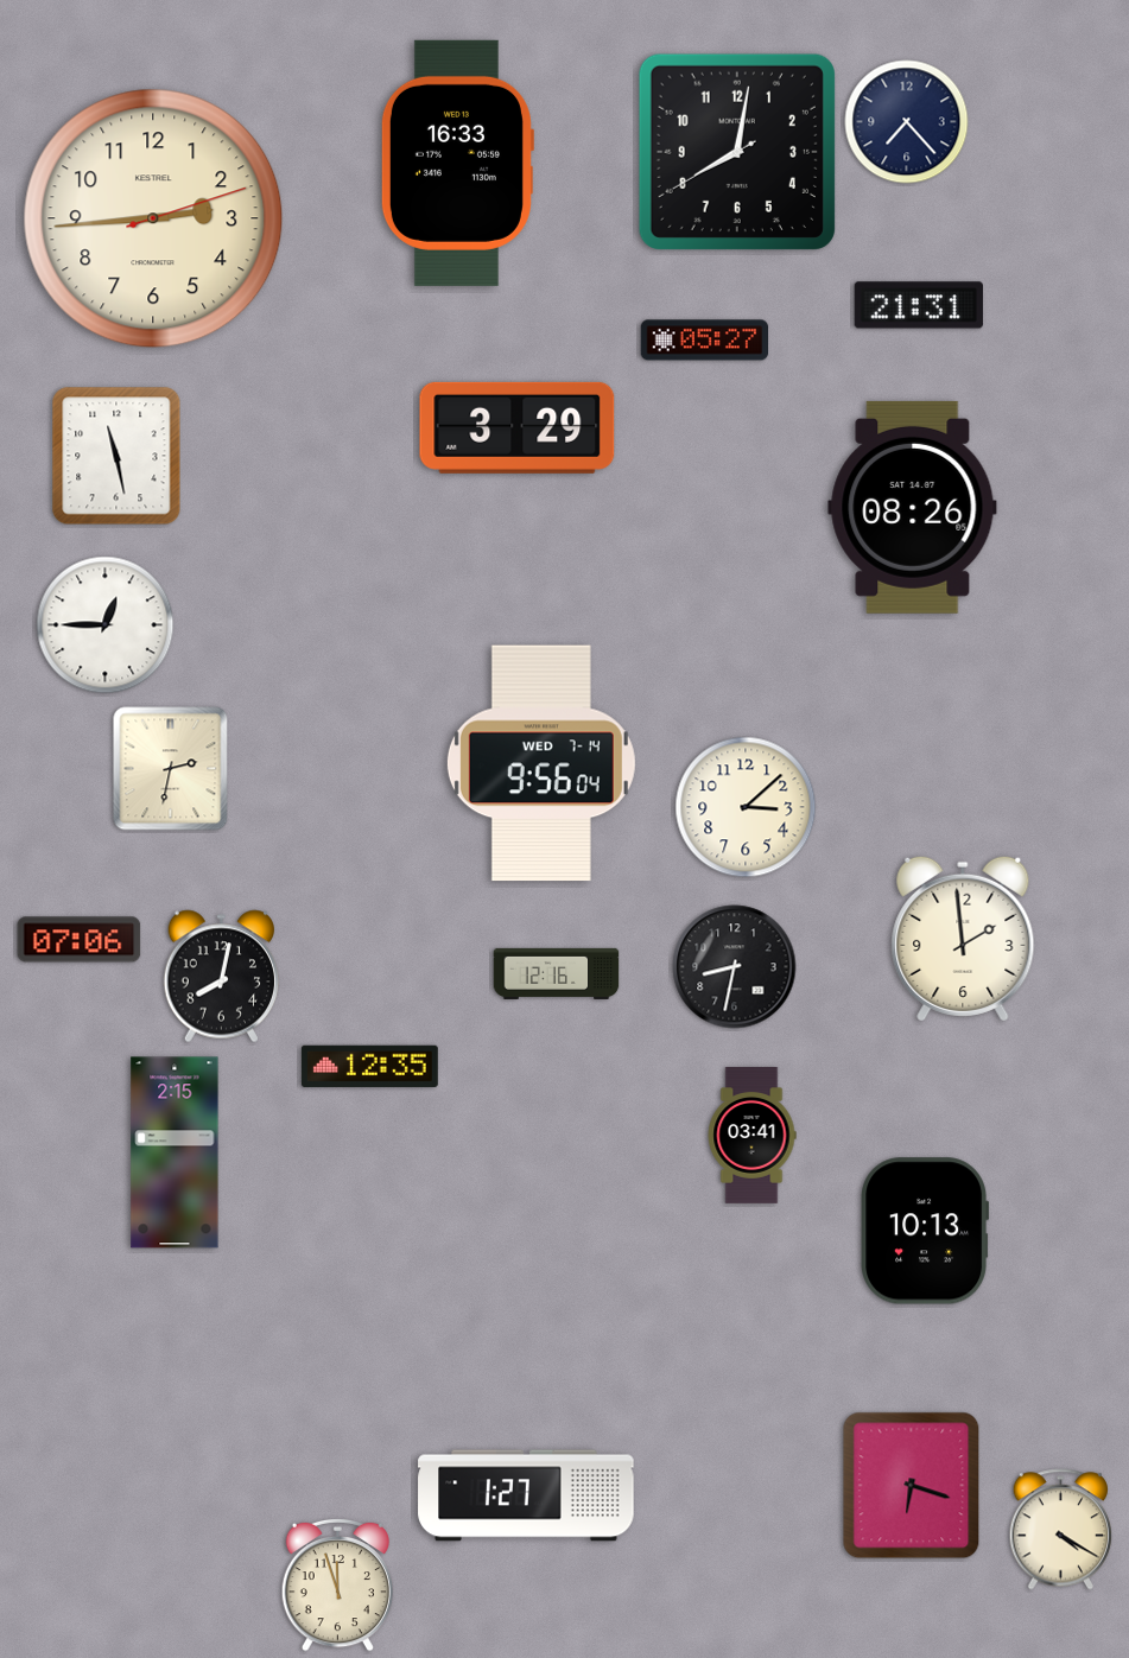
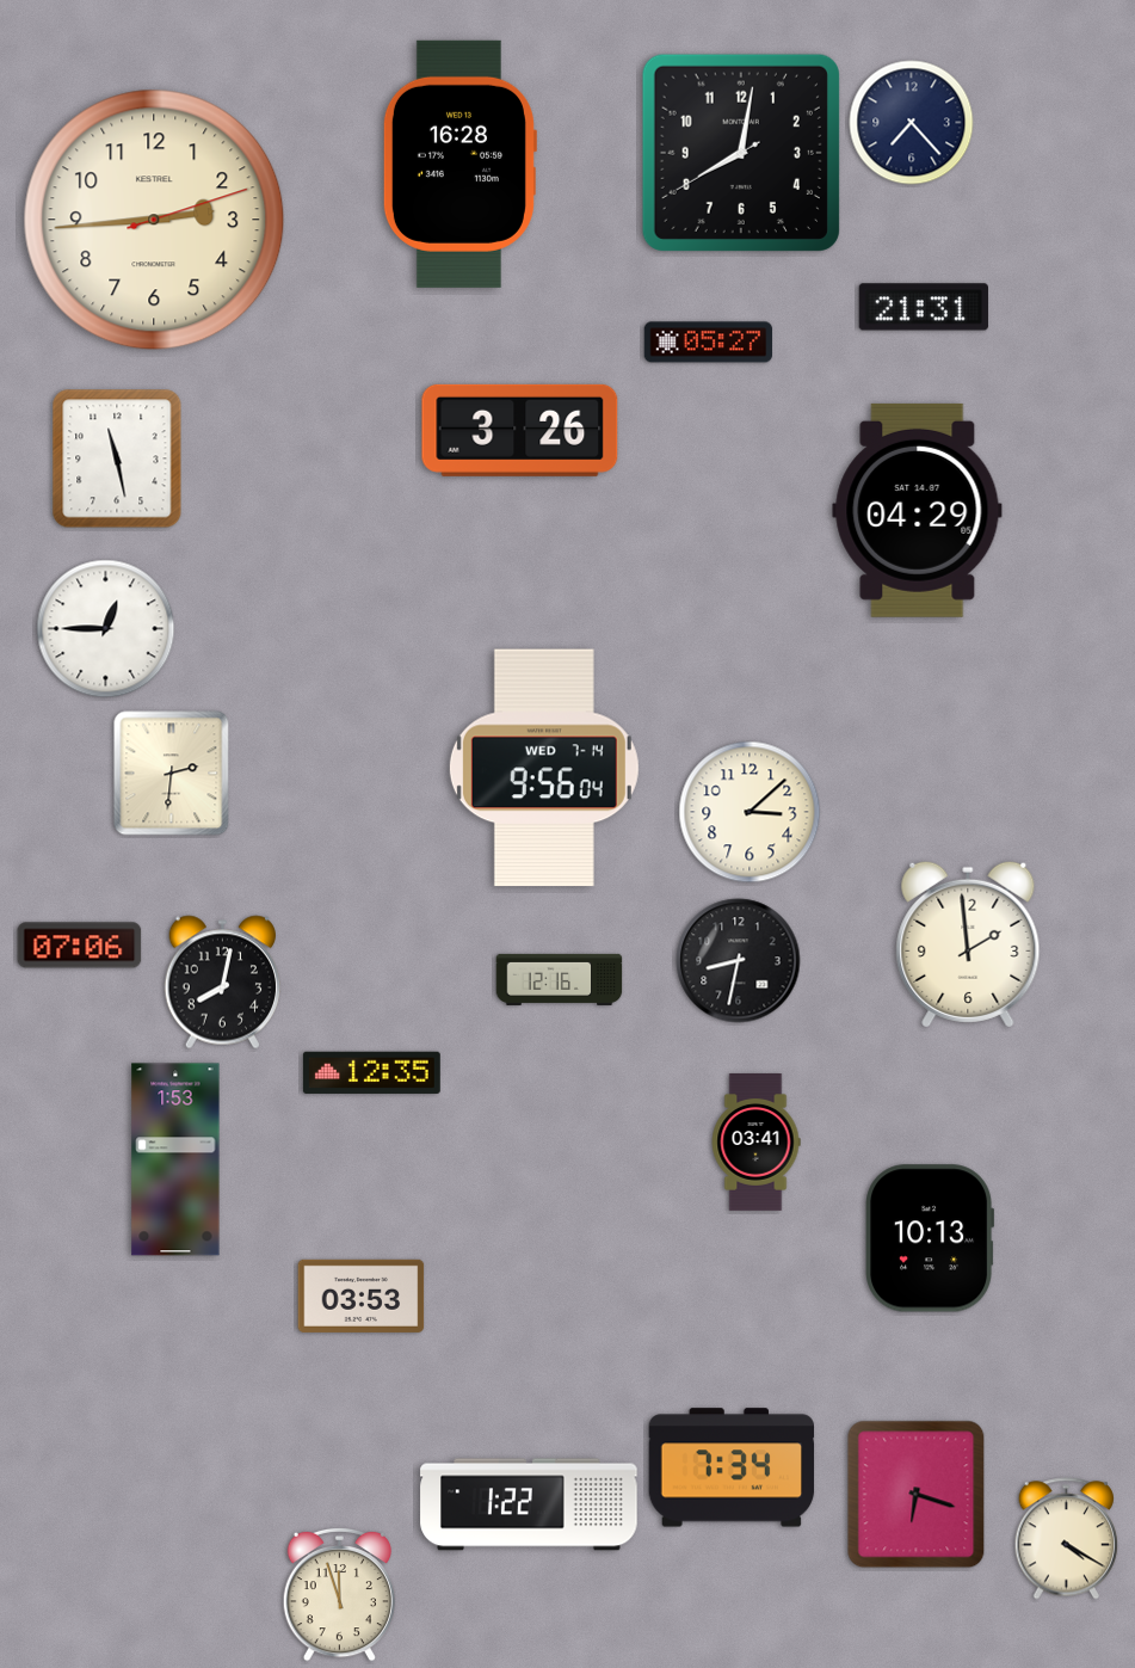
clock at (457, 163): 16:33 -> 16:28
clock at (518, 427): 3:29 -> 3:26
clock at (913, 507): 08:26 -> 04:29
clock at (171, 769): 2:32 -> 2:31
clock at (735, 967) position: (735, 967) -> (739, 961)
clock at (175, 1152): 2:15 -> 1:53
clock at (362, 1295): none -> 03:53
clock at (732, 1467): none -> 7:34
clock at (526, 1495): 1:27 -> 1:22
